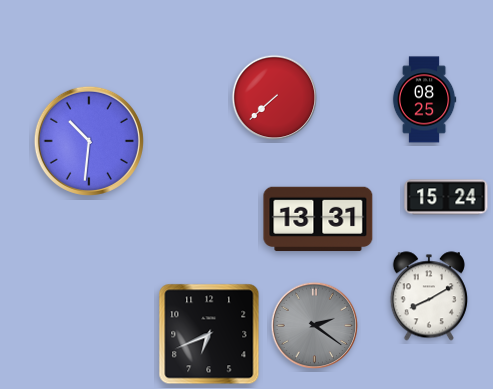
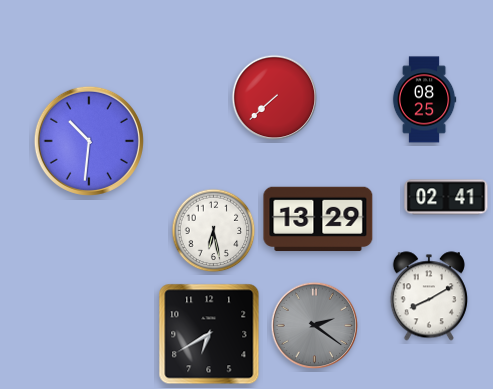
clock at (446, 197): 15:24 -> 02:41
clock at (318, 219): 13:31 -> 13:29
clock at (214, 231): none -> 6:28
clock at (209, 334): 6:41 -> 6:40
